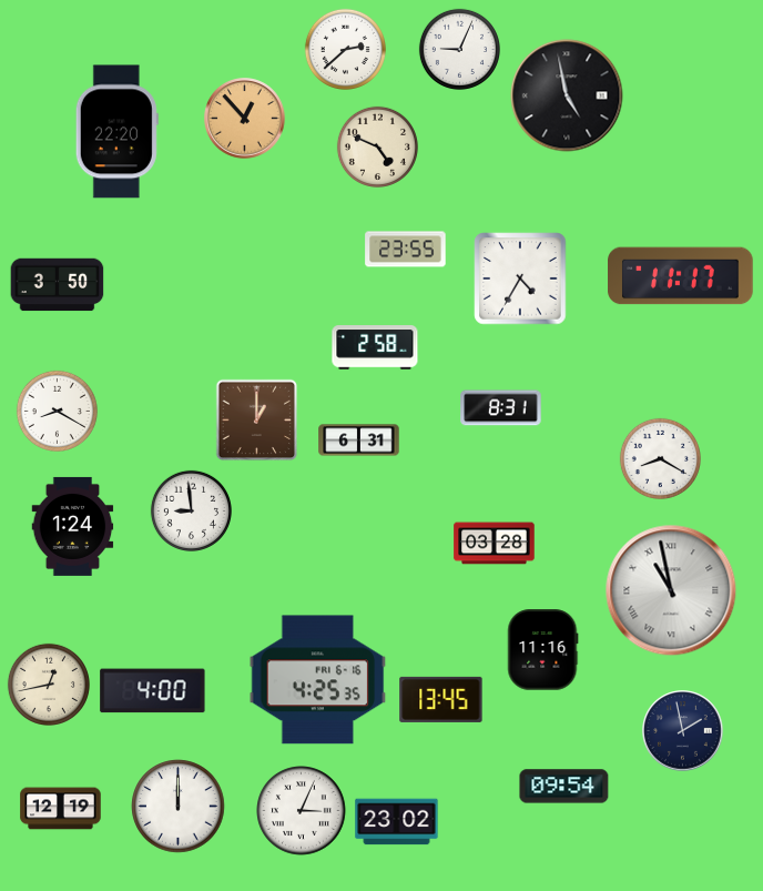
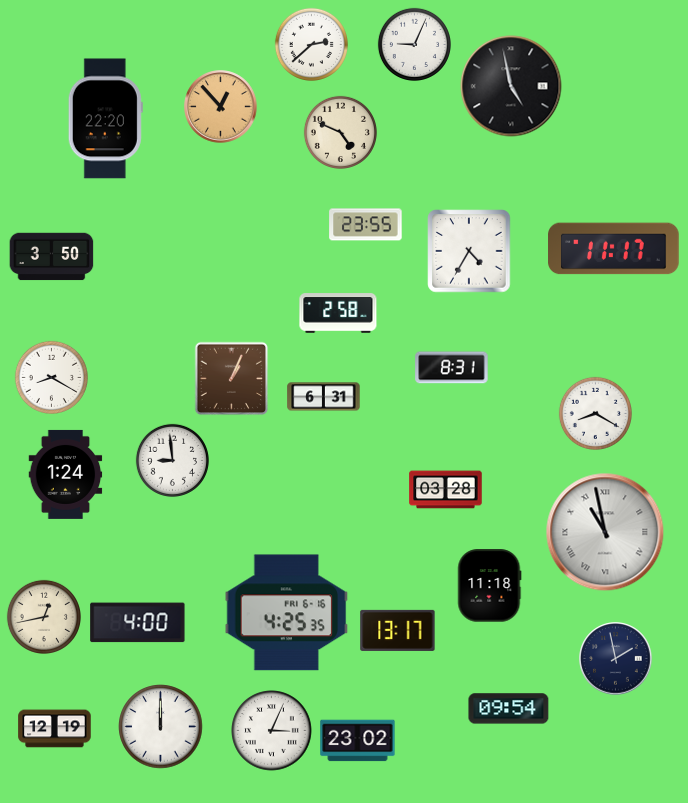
clock at (57, 411) position: (57, 411) -> (51, 377)
clock at (257, 421): 1:00 -> 1:04
clock at (543, 650): 11:16 -> 11:18
clock at (441, 699): 13:45 -> 13:17
